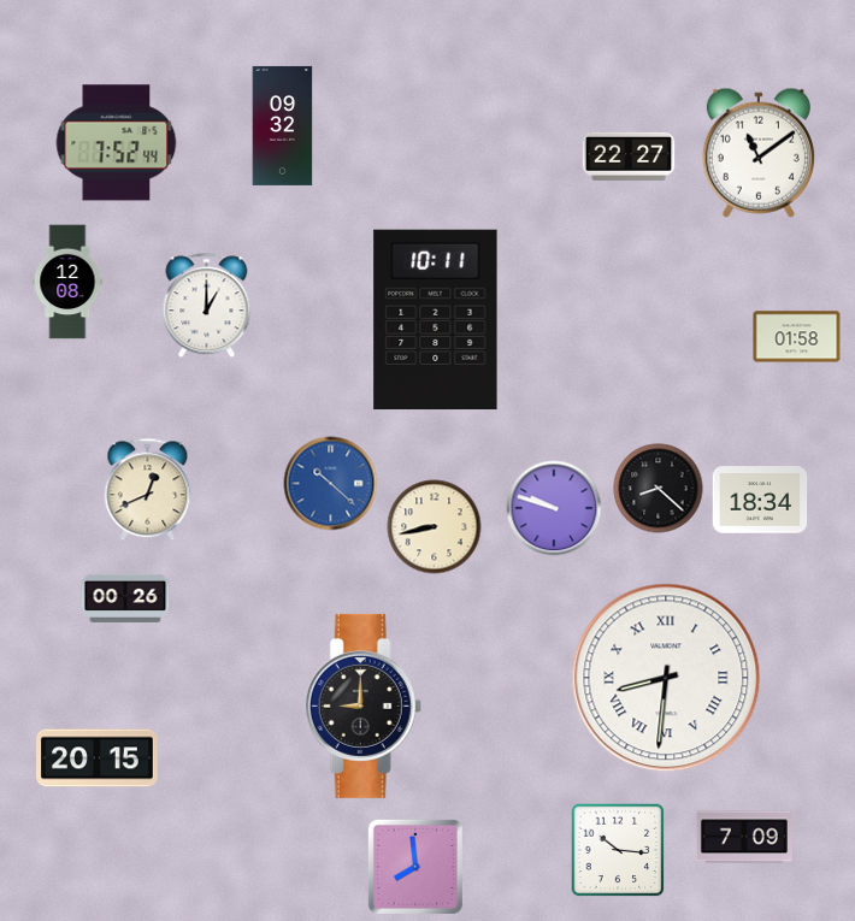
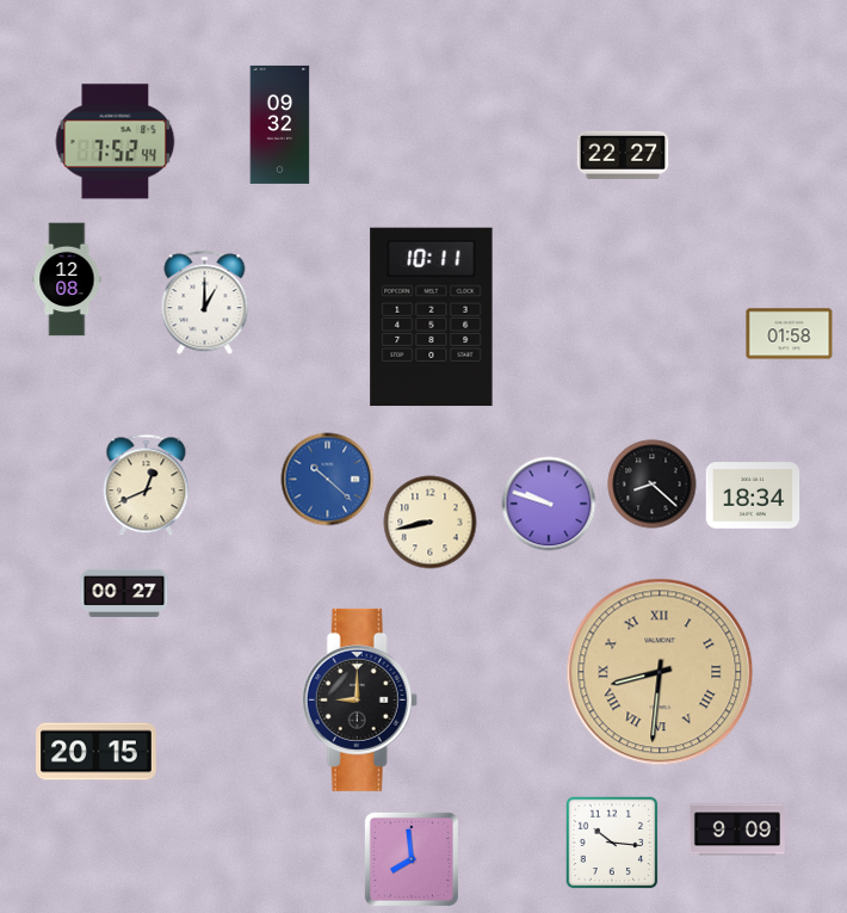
clock at (759, 153): 11:09 -> none
clock at (125, 598): 00:26 -> 00:27
clock at (666, 678) dial: white -> champagne
clock at (744, 837): 7:09 -> 9:09
